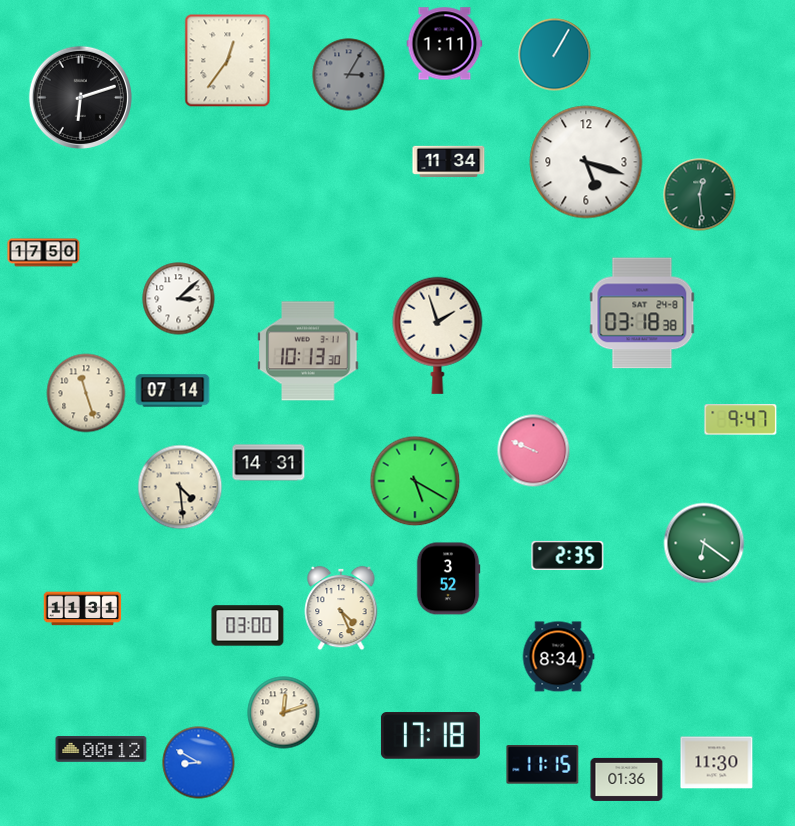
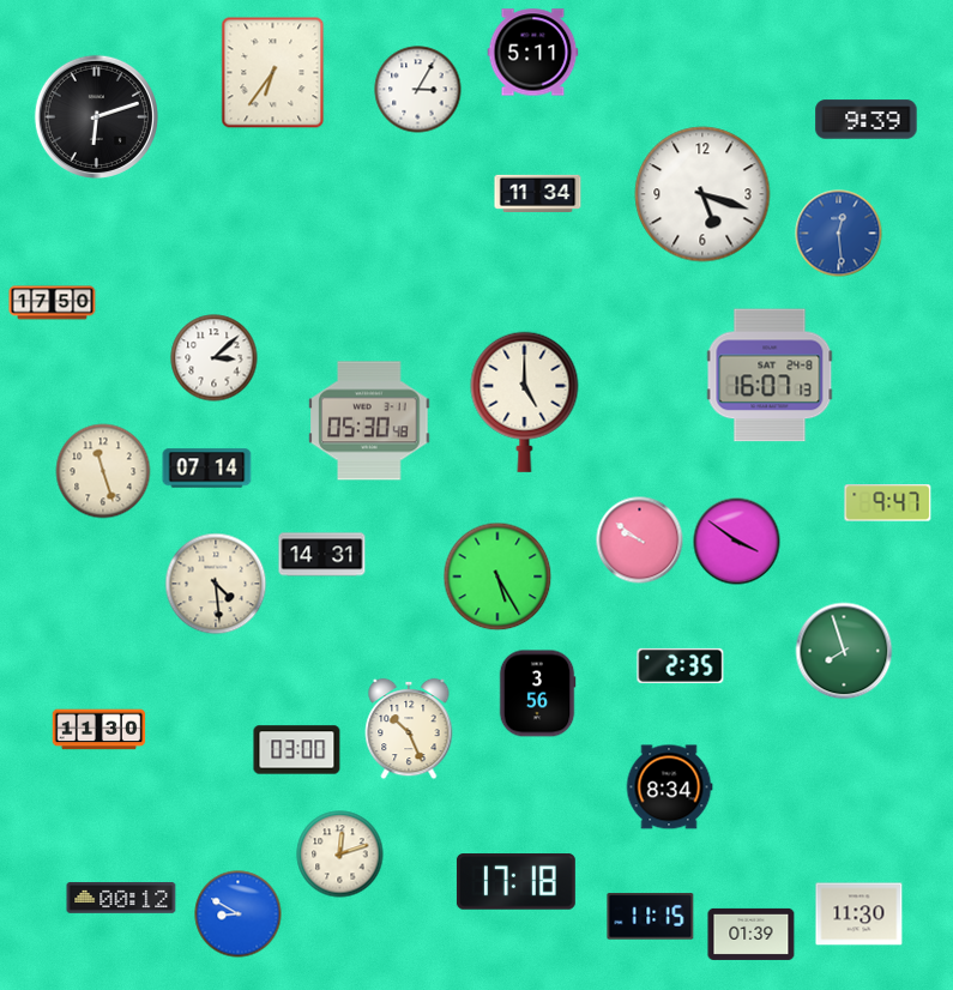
clock at (445, 44): 1:11 -> 5:11
clock at (555, 55): 1:05 -> none
clock at (228, 61): 12:36 -> 6:36
clock at (349, 75) dial: grey -> white
clock at (867, 120): none -> 9:39
clock at (700, 195) dial: green -> blue
clock at (642, 313): 03:18 -> 16:07
clock at (438, 335): 1:57 -> 5:00
clock at (308, 351): 10:13 -> 05:30
clock at (534, 451): 9:49 -> 9:51
clock at (737, 542): none -> 3:51
clock at (415, 481): 5:20 -> 5:25
clock at (704, 543): 6:21 -> 7:57
clock at (448, 579): 3:52 -> 3:56
clock at (341, 608): 4:26 -> 10:26
clock at (83, 609): 11:31 -> 11:30
clock at (627, 779): 01:36 -> 01:39
